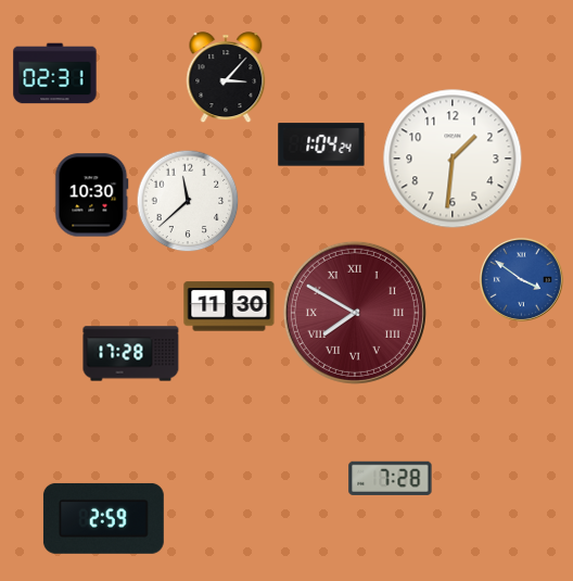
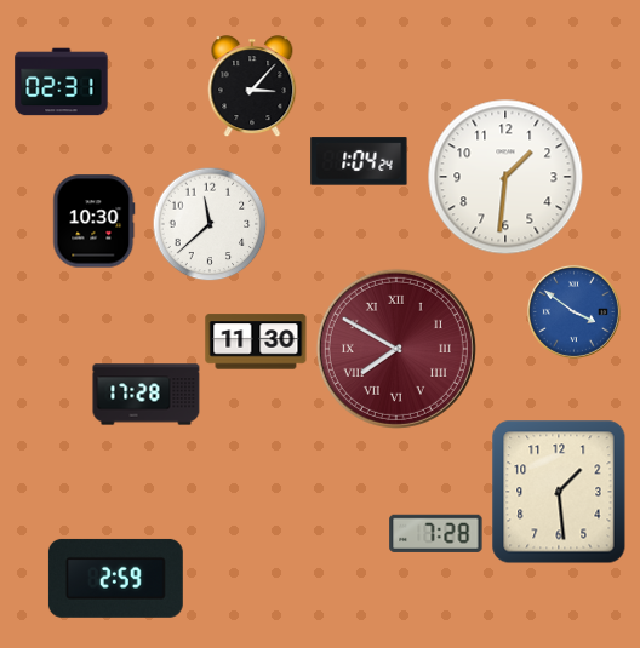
clock at (92, 195) position: (92, 195) -> (95, 222)
clock at (521, 279) position: (521, 279) -> (573, 311)
clock at (559, 492): none -> 1:29
